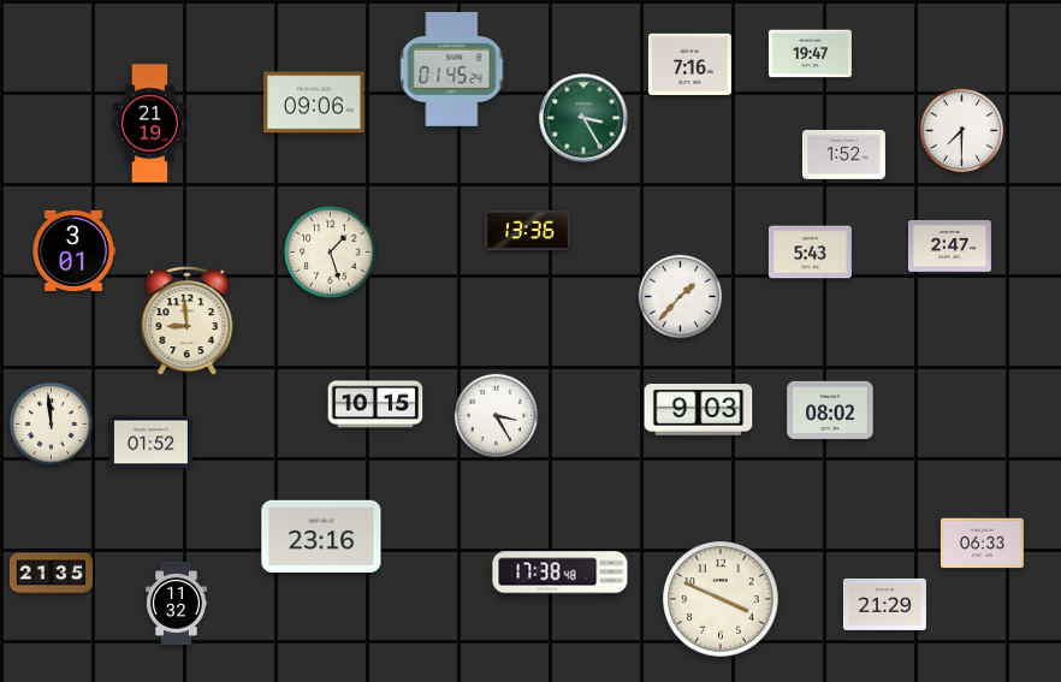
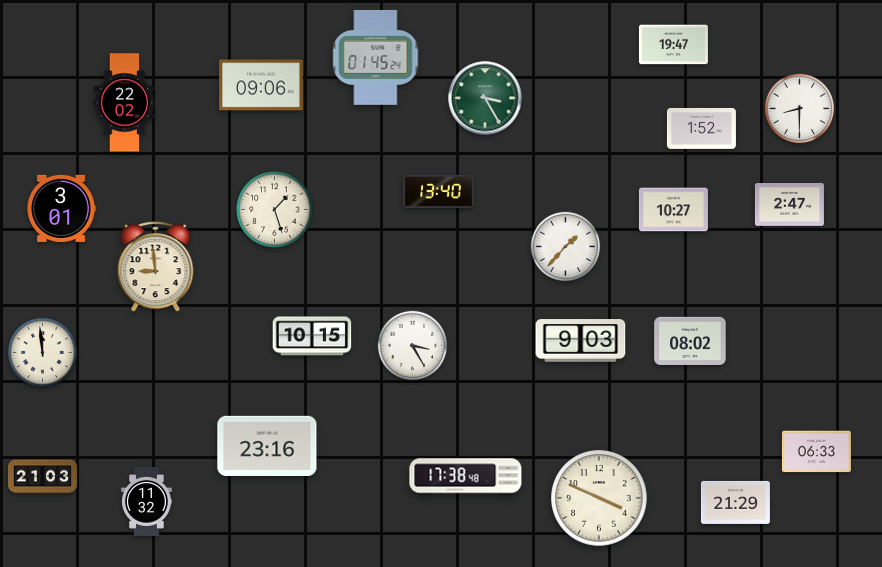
clock at (689, 64): 7:16 -> none
clock at (150, 124): 21:19 -> 22:02
clock at (962, 131): 7:30 -> 8:30
clock at (528, 230): 13:36 -> 13:40
clock at (810, 253): 5:43 -> 10:27
clock at (150, 443): 01:52 -> none
clock at (51, 574): 21:35 -> 21:03
